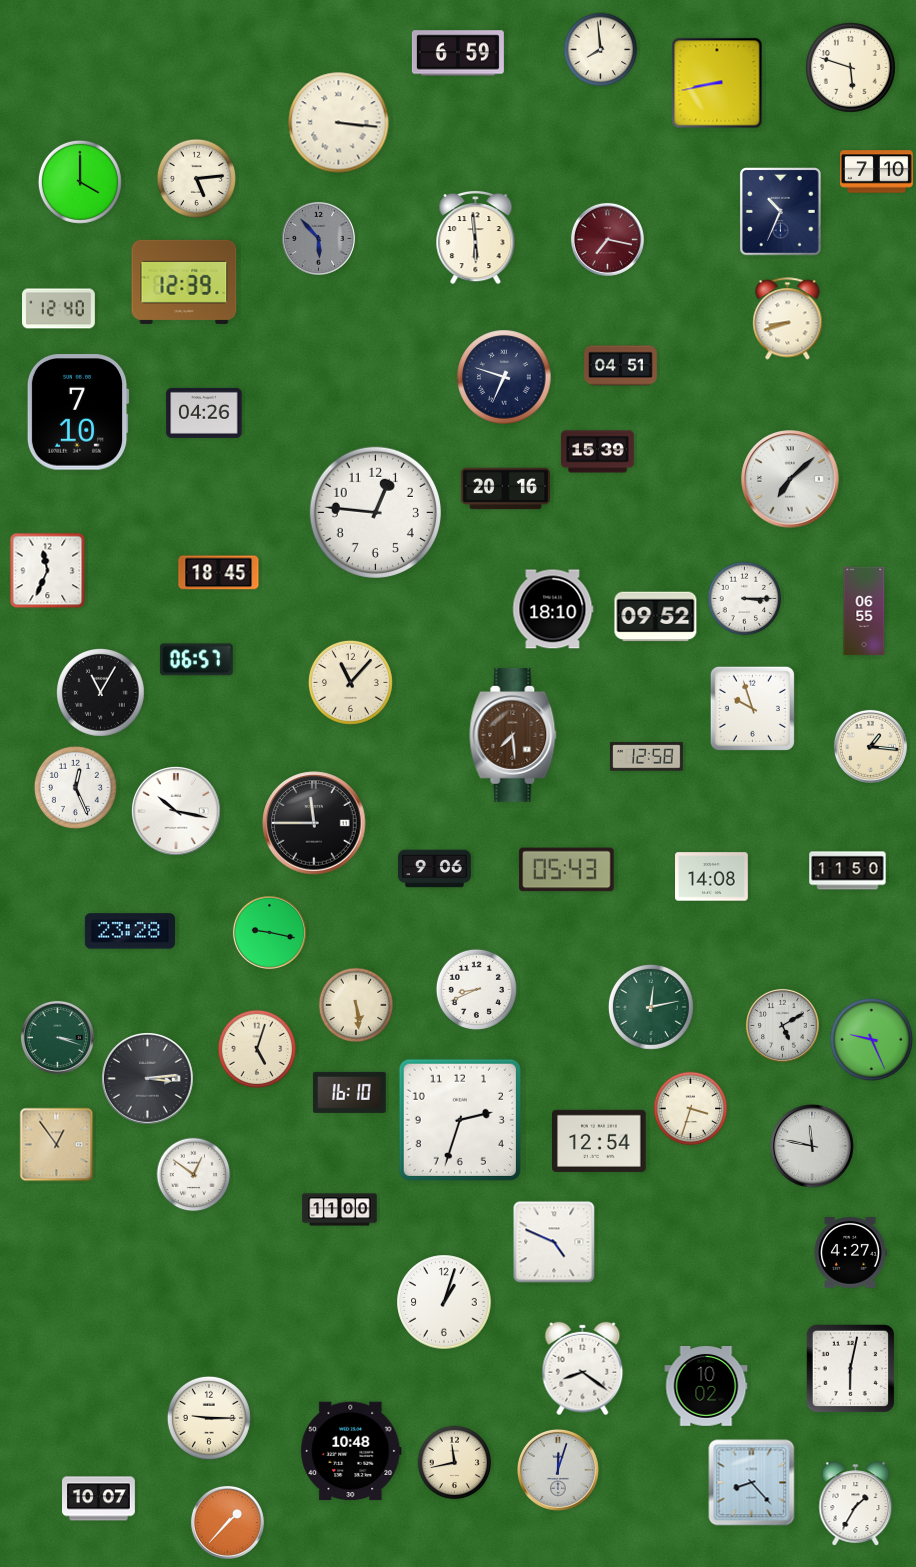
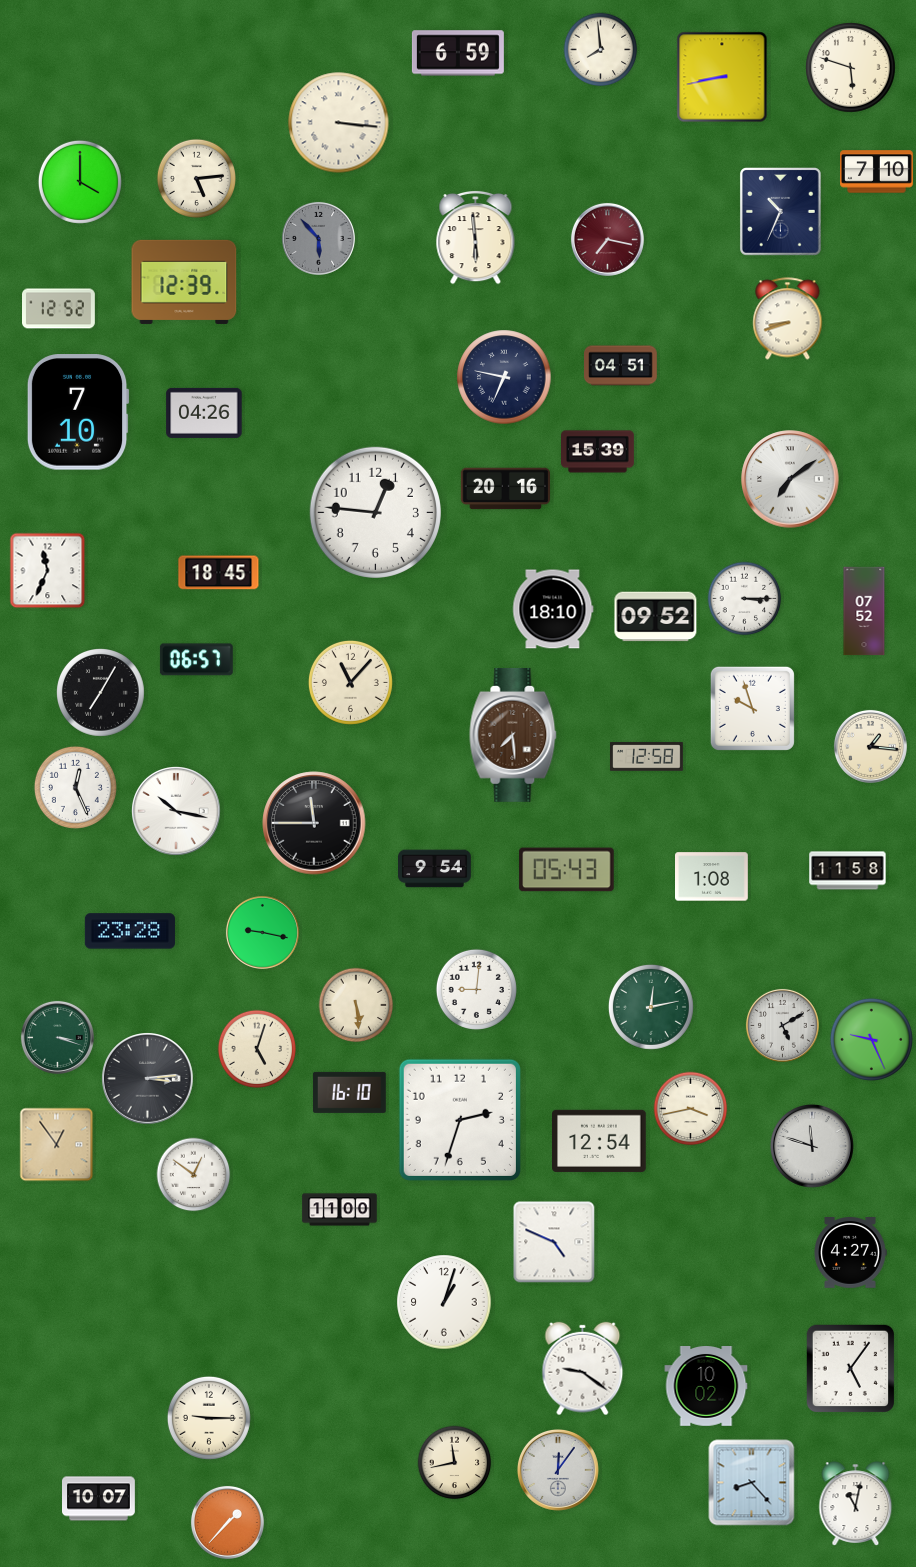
clock at (717, 83) position: (717, 83) -> (722, 77)
clock at (59, 309): 12:40 -> 12:52
clock at (504, 377): 6:48 -> 6:47
clock at (790, 479): 7:08 -> 7:09
clock at (864, 611): 06:55 -> 07:52
clock at (101, 693): 11:05 -> 7:05
clock at (435, 869): 9:06 -> 9:54
clock at (848, 871): 11:50 -> 11:58
clock at (712, 877): 14:08 -> 1:08
clock at (269, 932) position: (269, 932) -> (262, 932)
clock at (476, 989): 8:41 -> 9:01
clock at (691, 1109): 3:33 -> 3:43
clock at (812, 1146): 11:47 -> 11:48
clock at (850, 1368): 6:02 -> 5:06
clock at (583, 1369): 8:21 -> 9:21
clock at (351, 1451): 10:48 -> none
clock at (558, 1470): 12:03 -> 12:06
clock at (856, 1504): 1:35 -> 11:02
